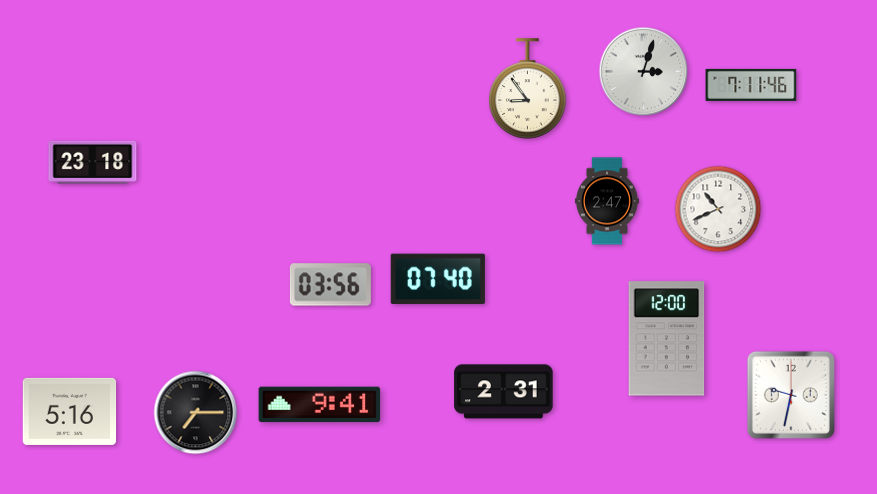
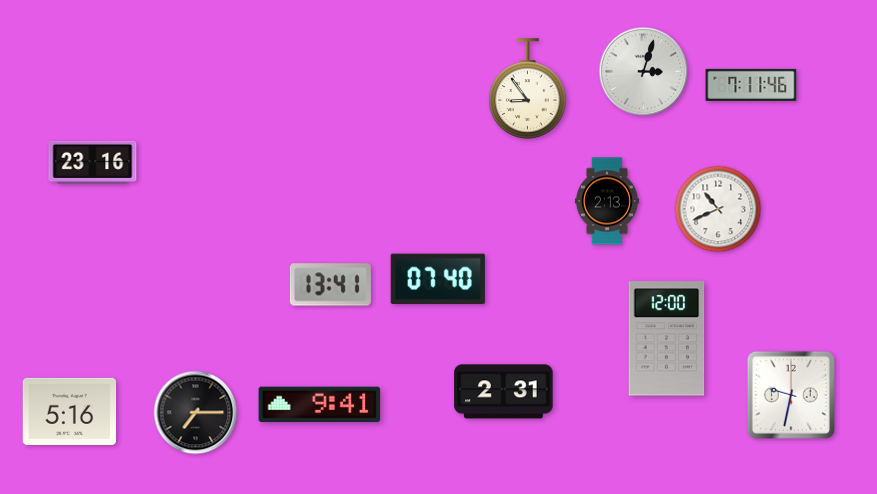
clock at (93, 162): 23:18 -> 23:16
clock at (607, 201): 2:47 -> 2:13
clock at (330, 285): 03:56 -> 13:41
